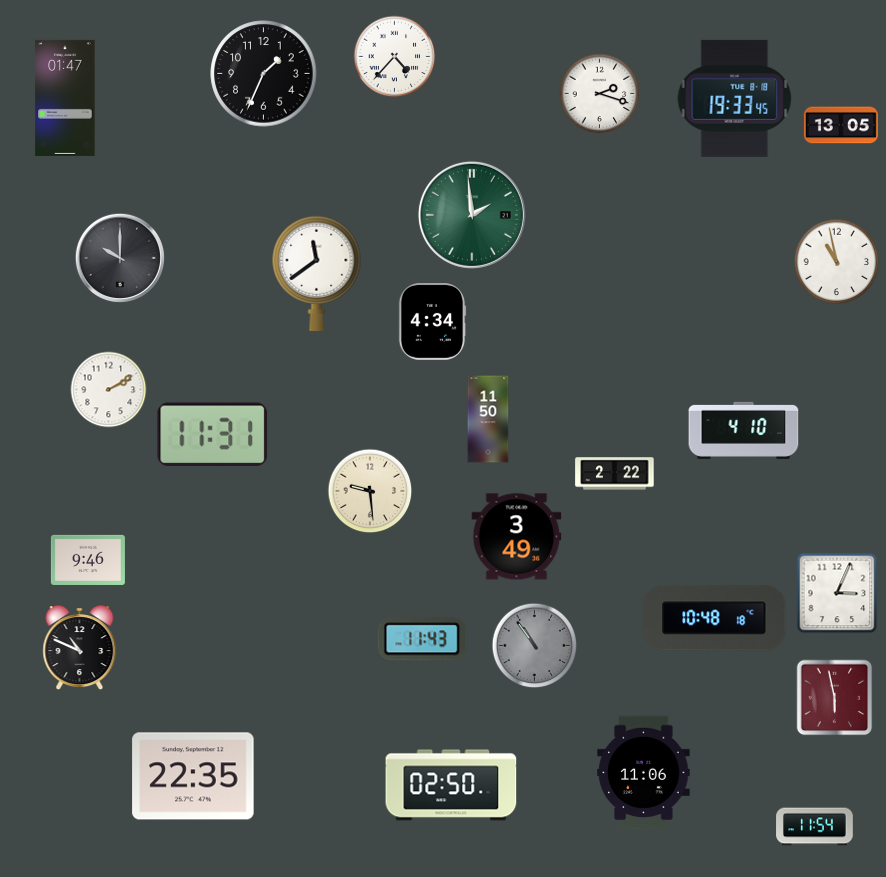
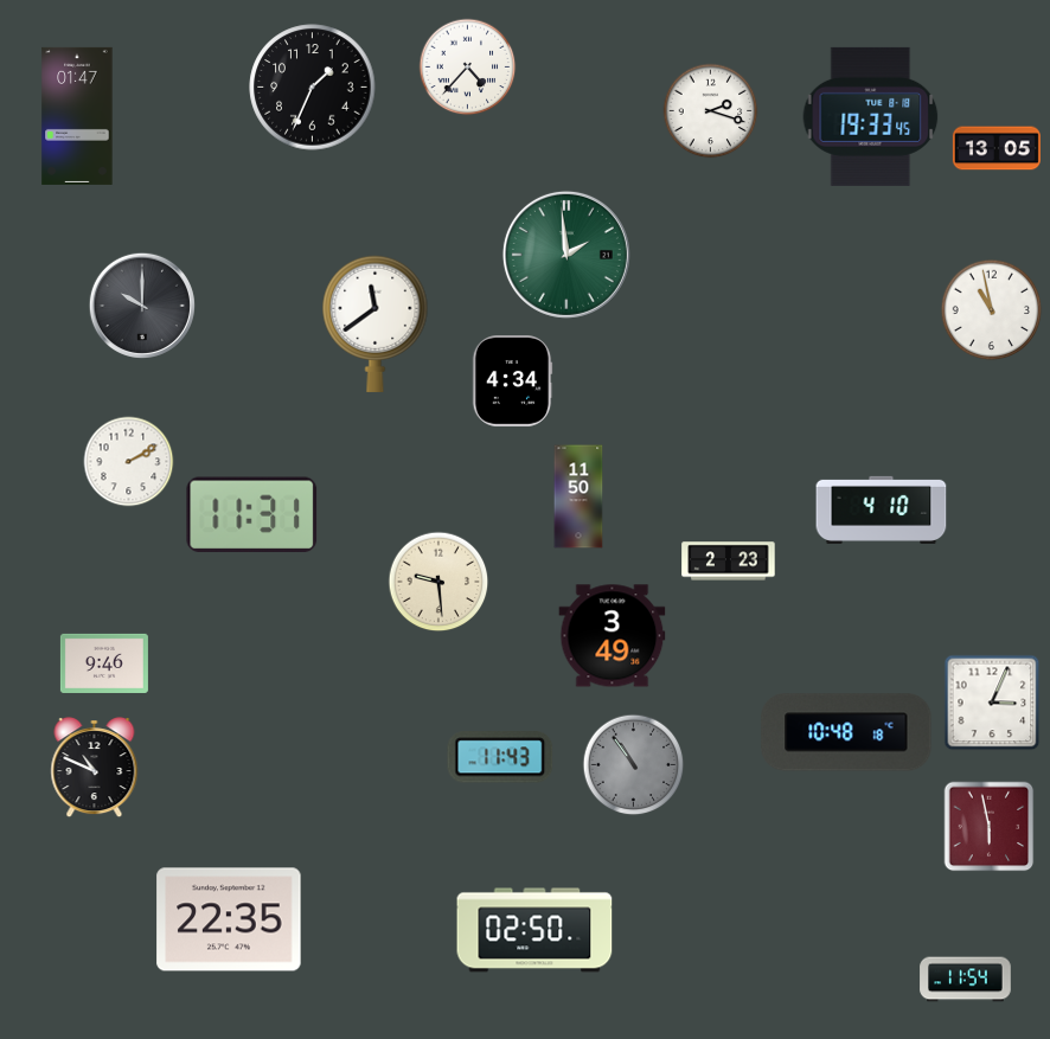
clock at (472, 215) position: (472, 215) -> (566, 255)
clock at (615, 474): 2:22 -> 2:23
clock at (644, 773): 11:06 -> none
